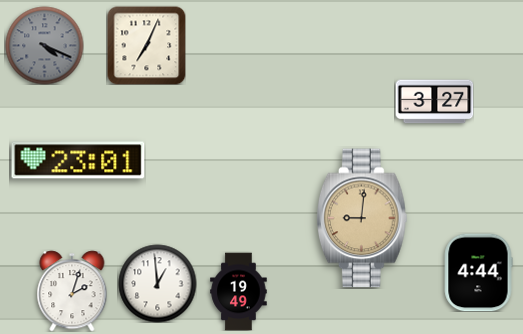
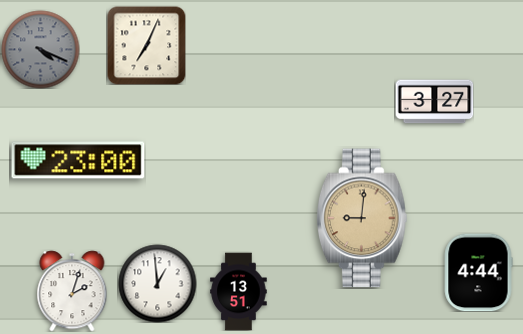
clock at (44, 45) position: (44, 45) -> (40, 49)
clock at (78, 160): 23:01 -> 23:00
clock at (239, 291): 19:49 -> 13:51
